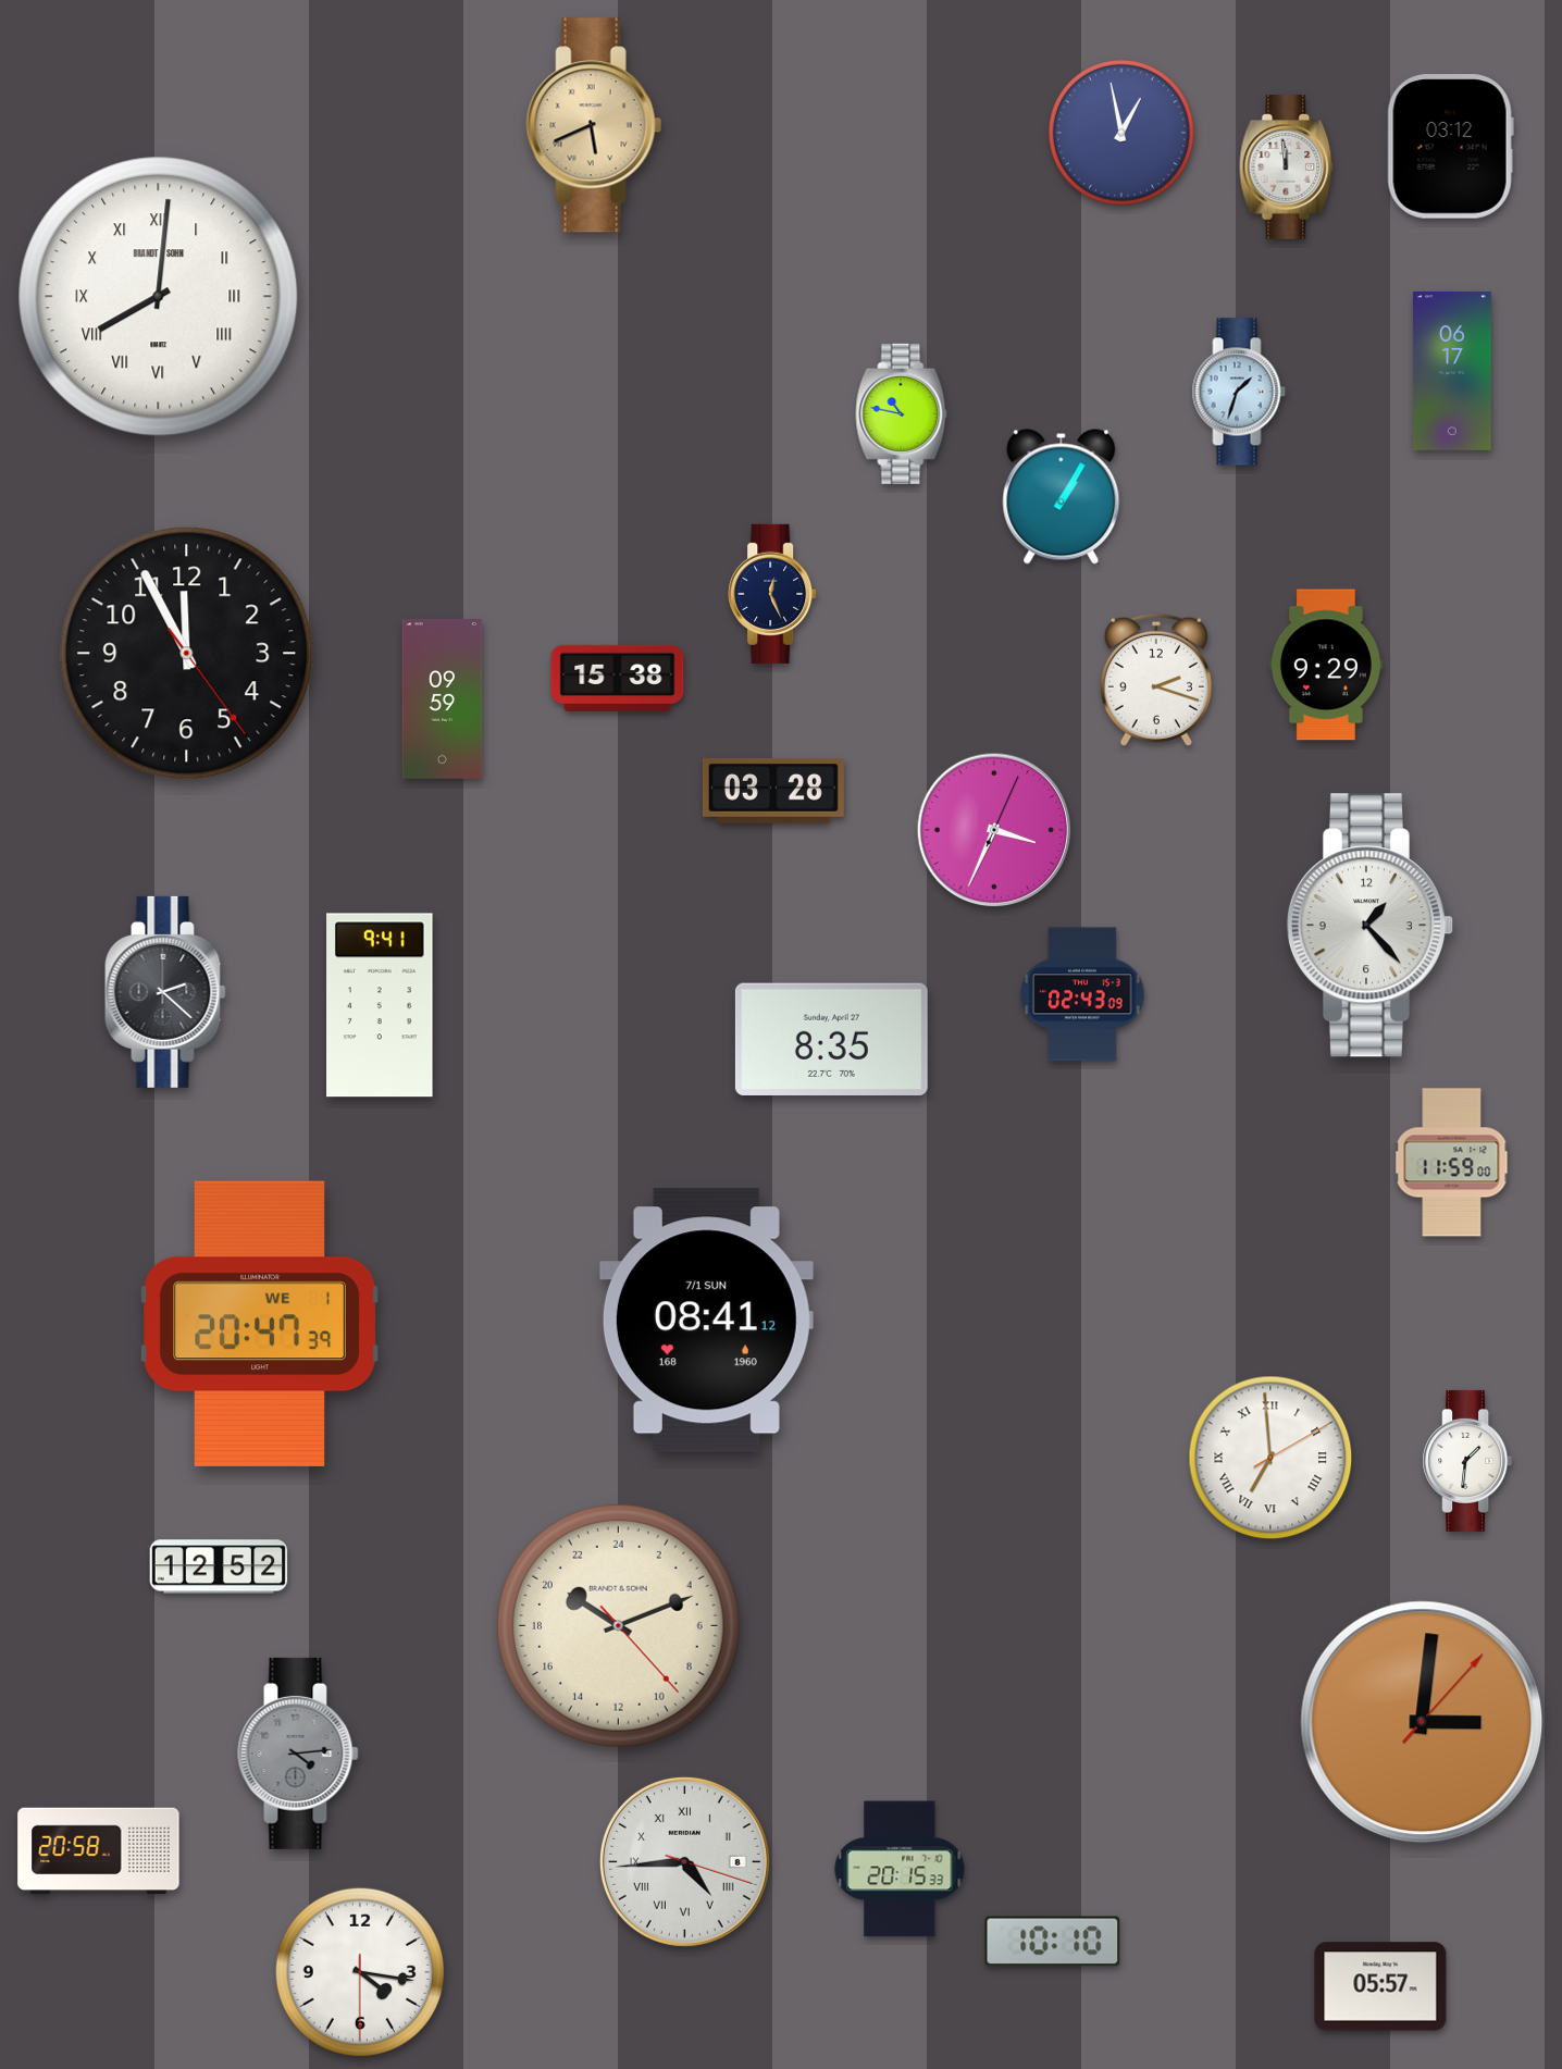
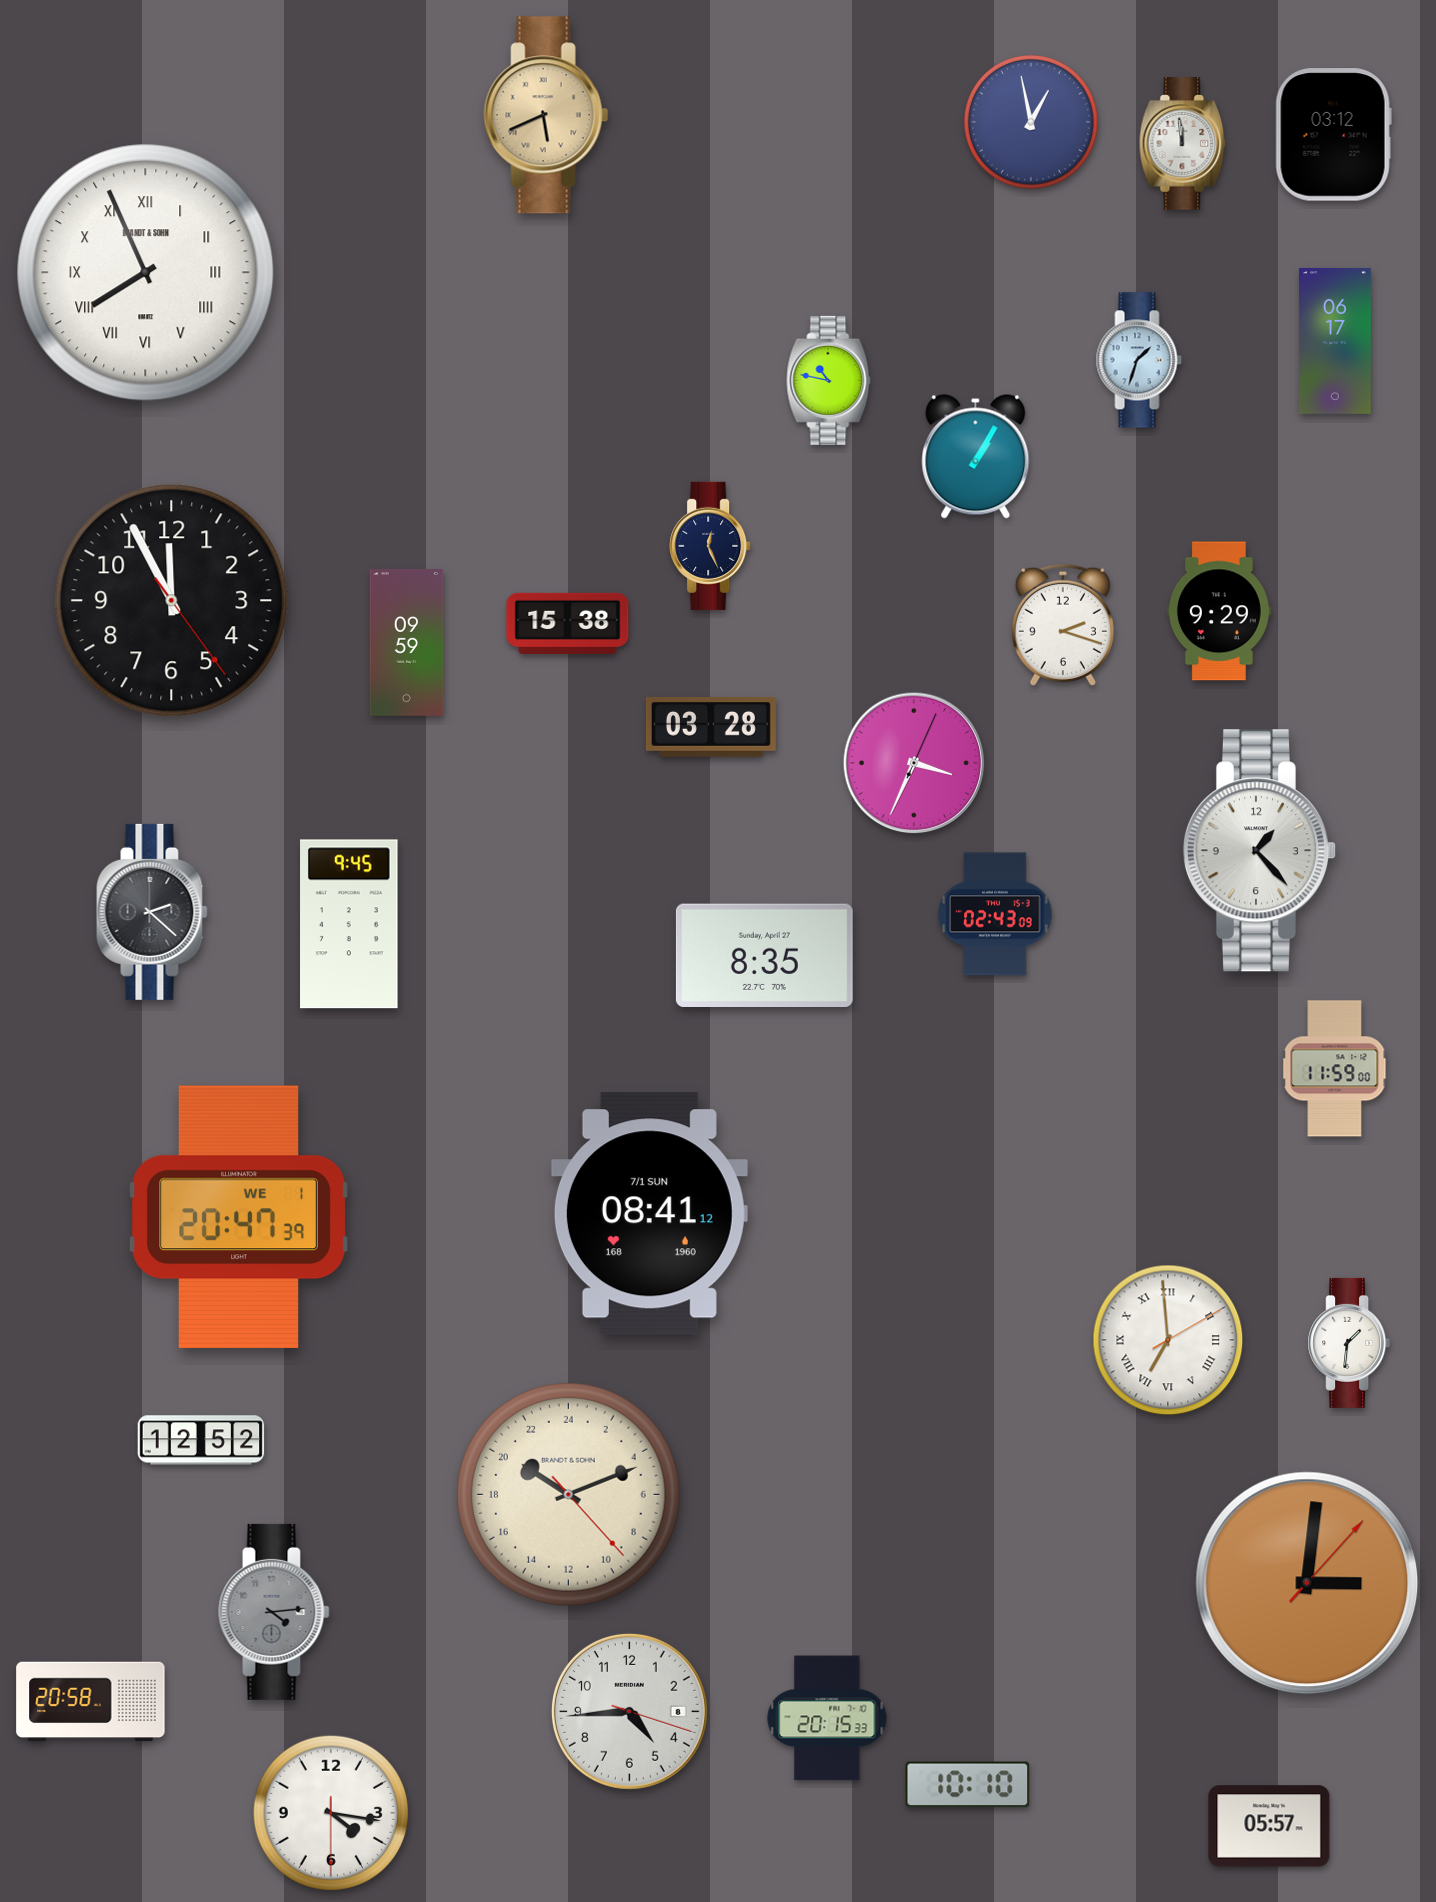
clock at (1287, 168) position: (1287, 168) -> (1183, 144)
clock at (159, 297): 8:01 -> 7:56
clock at (380, 1005): 9:41 -> 9:45
clock at (684, 1861) numerals: Roman -> Arabic
